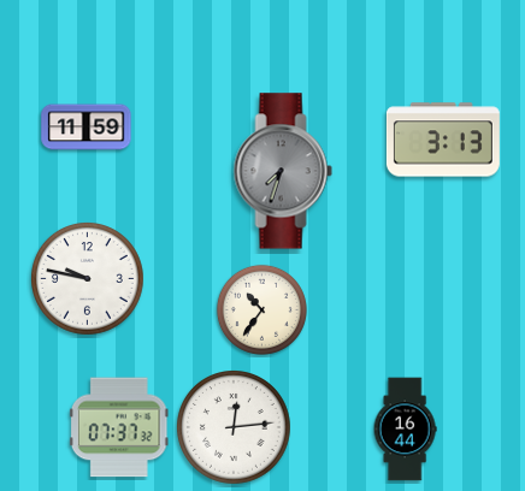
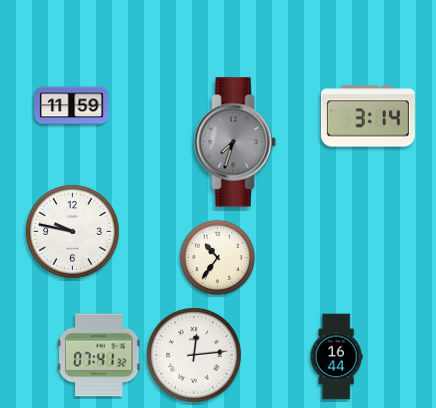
clock at (443, 140): 3:13 -> 3:14
clock at (119, 427): 07:37 -> 07:41
